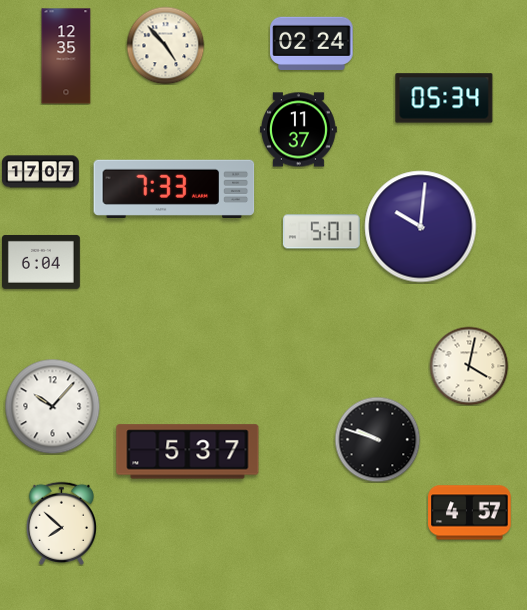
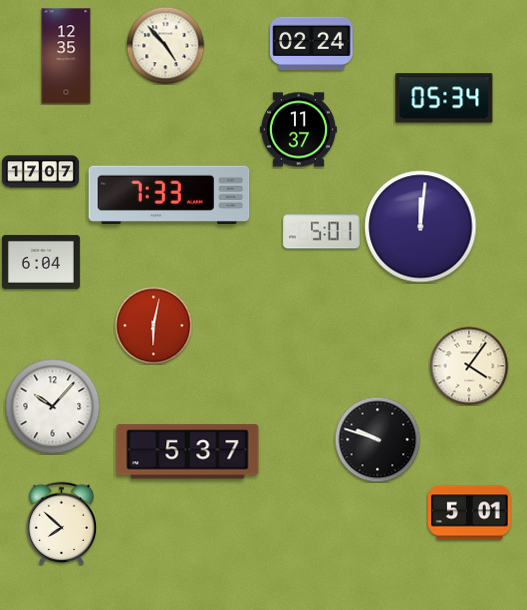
clock at (174, 188) position: (174, 188) -> (169, 194)
clock at (421, 227): 10:01 -> 12:01
clock at (153, 325): none -> 6:02
clock at (469, 366): 4:02 -> 4:06
clock at (470, 513): 4:57 -> 5:01
